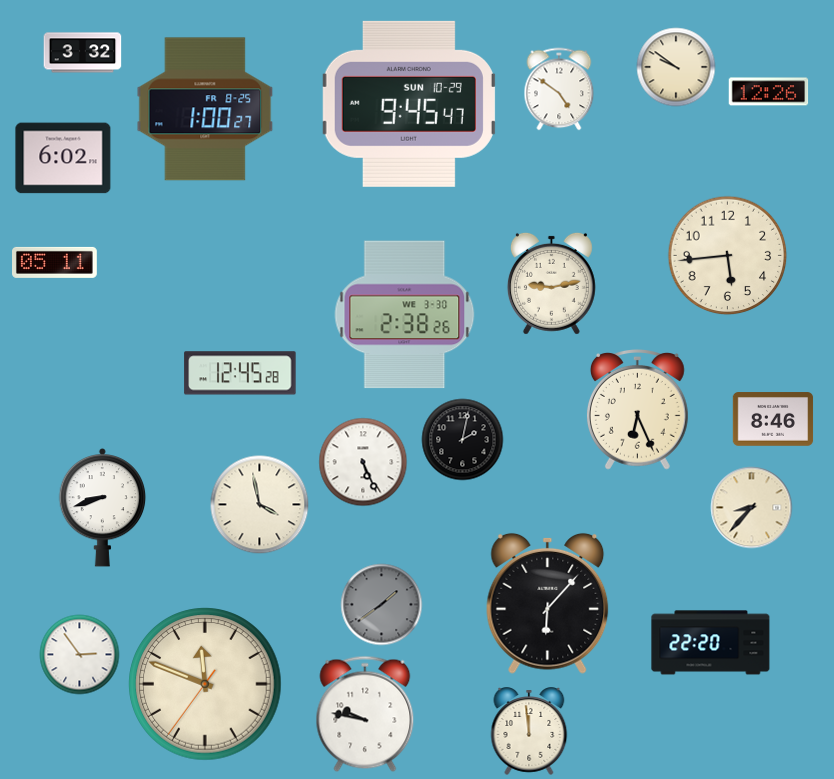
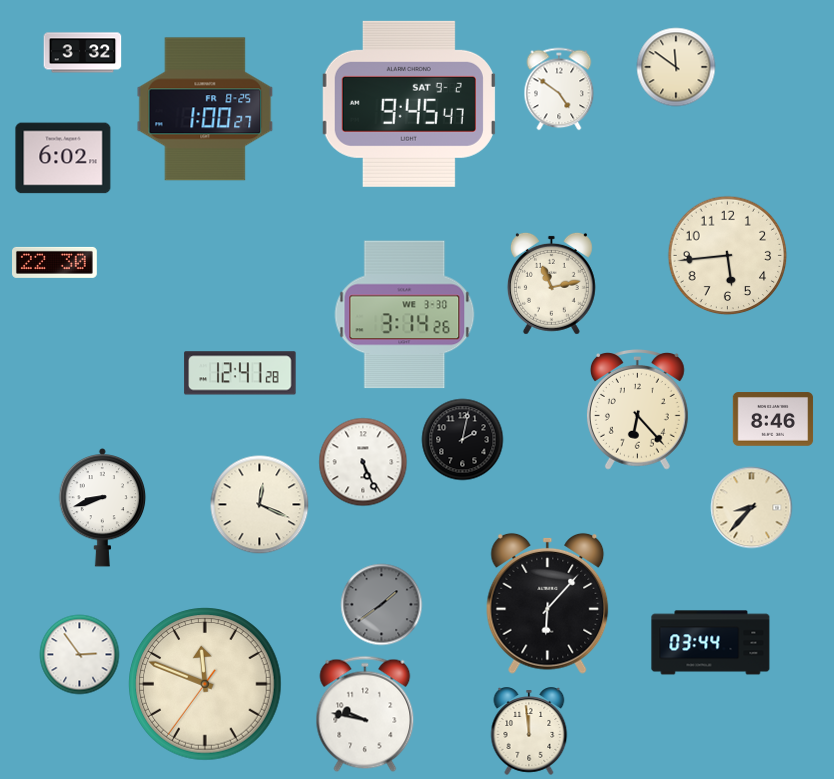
clock at (676, 67): 9:51 -> 11:51
clock at (769, 92): 12:26 -> none
clock at (409, 104) date: SUN 10-29 -> SAT 9-2
clock at (55, 262): 05:11 -> 22:30
clock at (551, 283): 9:13 -> 11:13
clock at (405, 315): 2:38 -> 3:14
clock at (240, 373): 12:45 -> 12:41
clock at (637, 410): 6:26 -> 6:23
clock at (260, 505): 3:58 -> 12:19
clock at (711, 643): 22:20 -> 03:44
